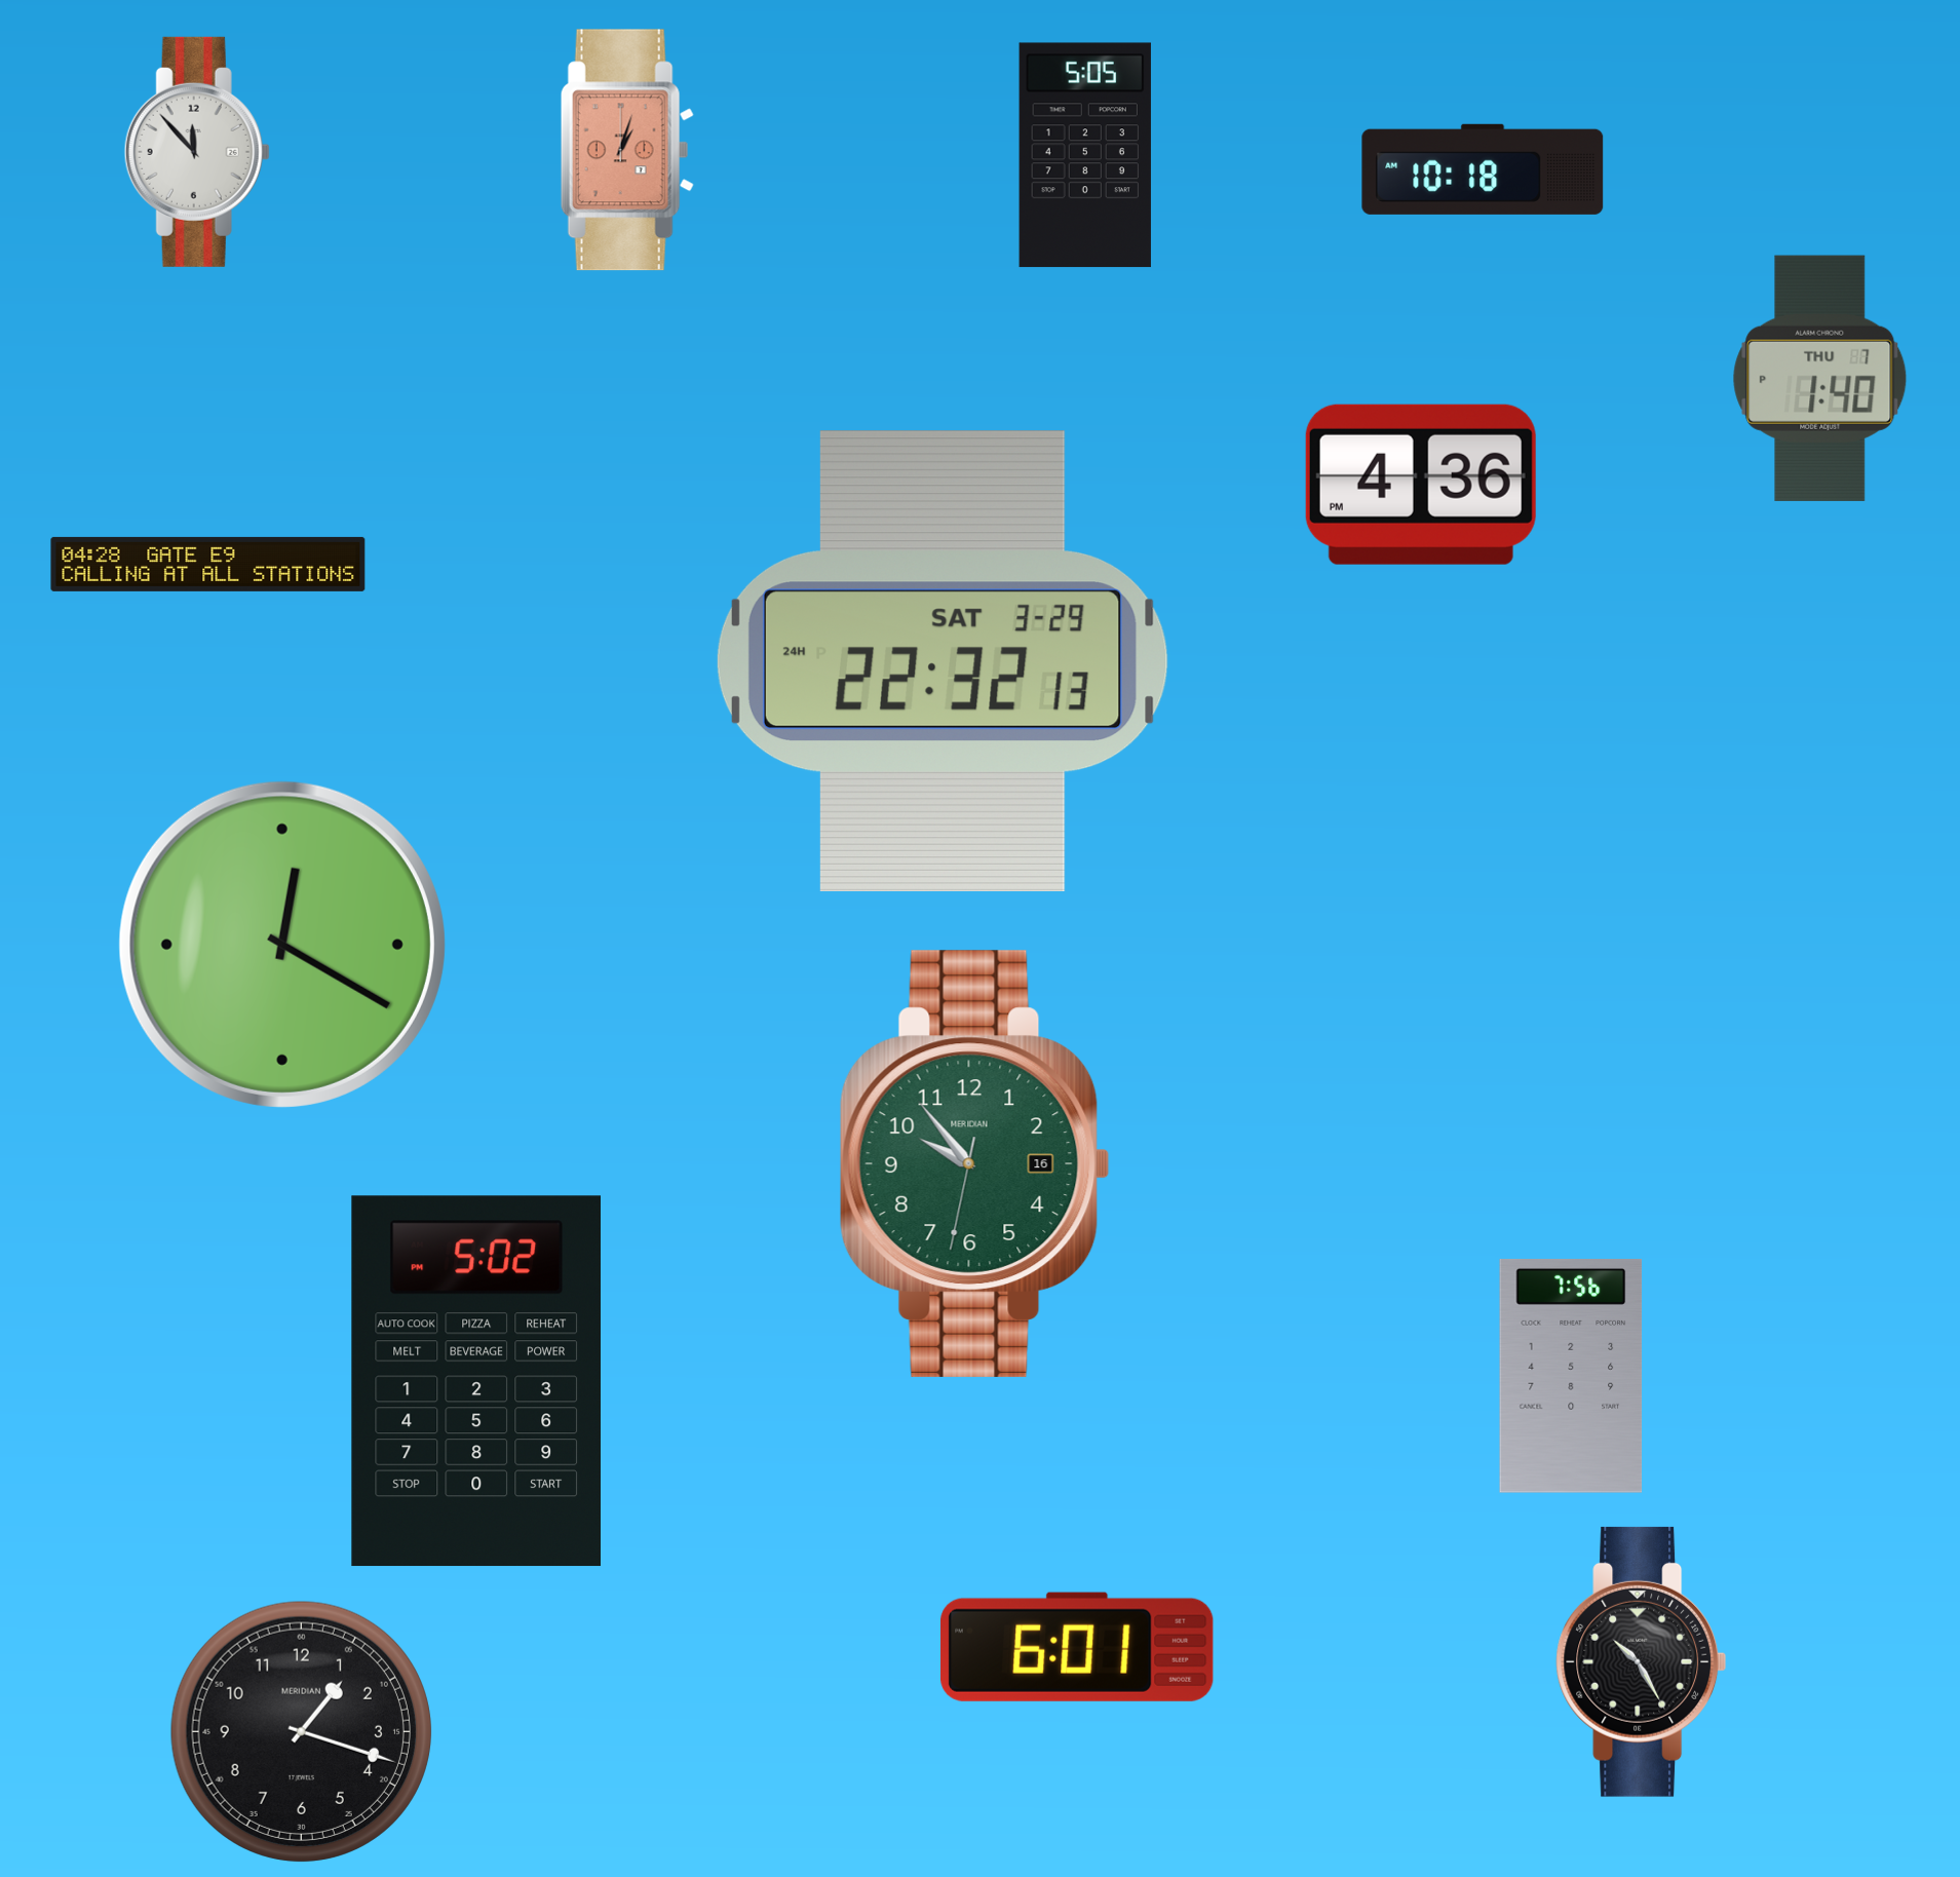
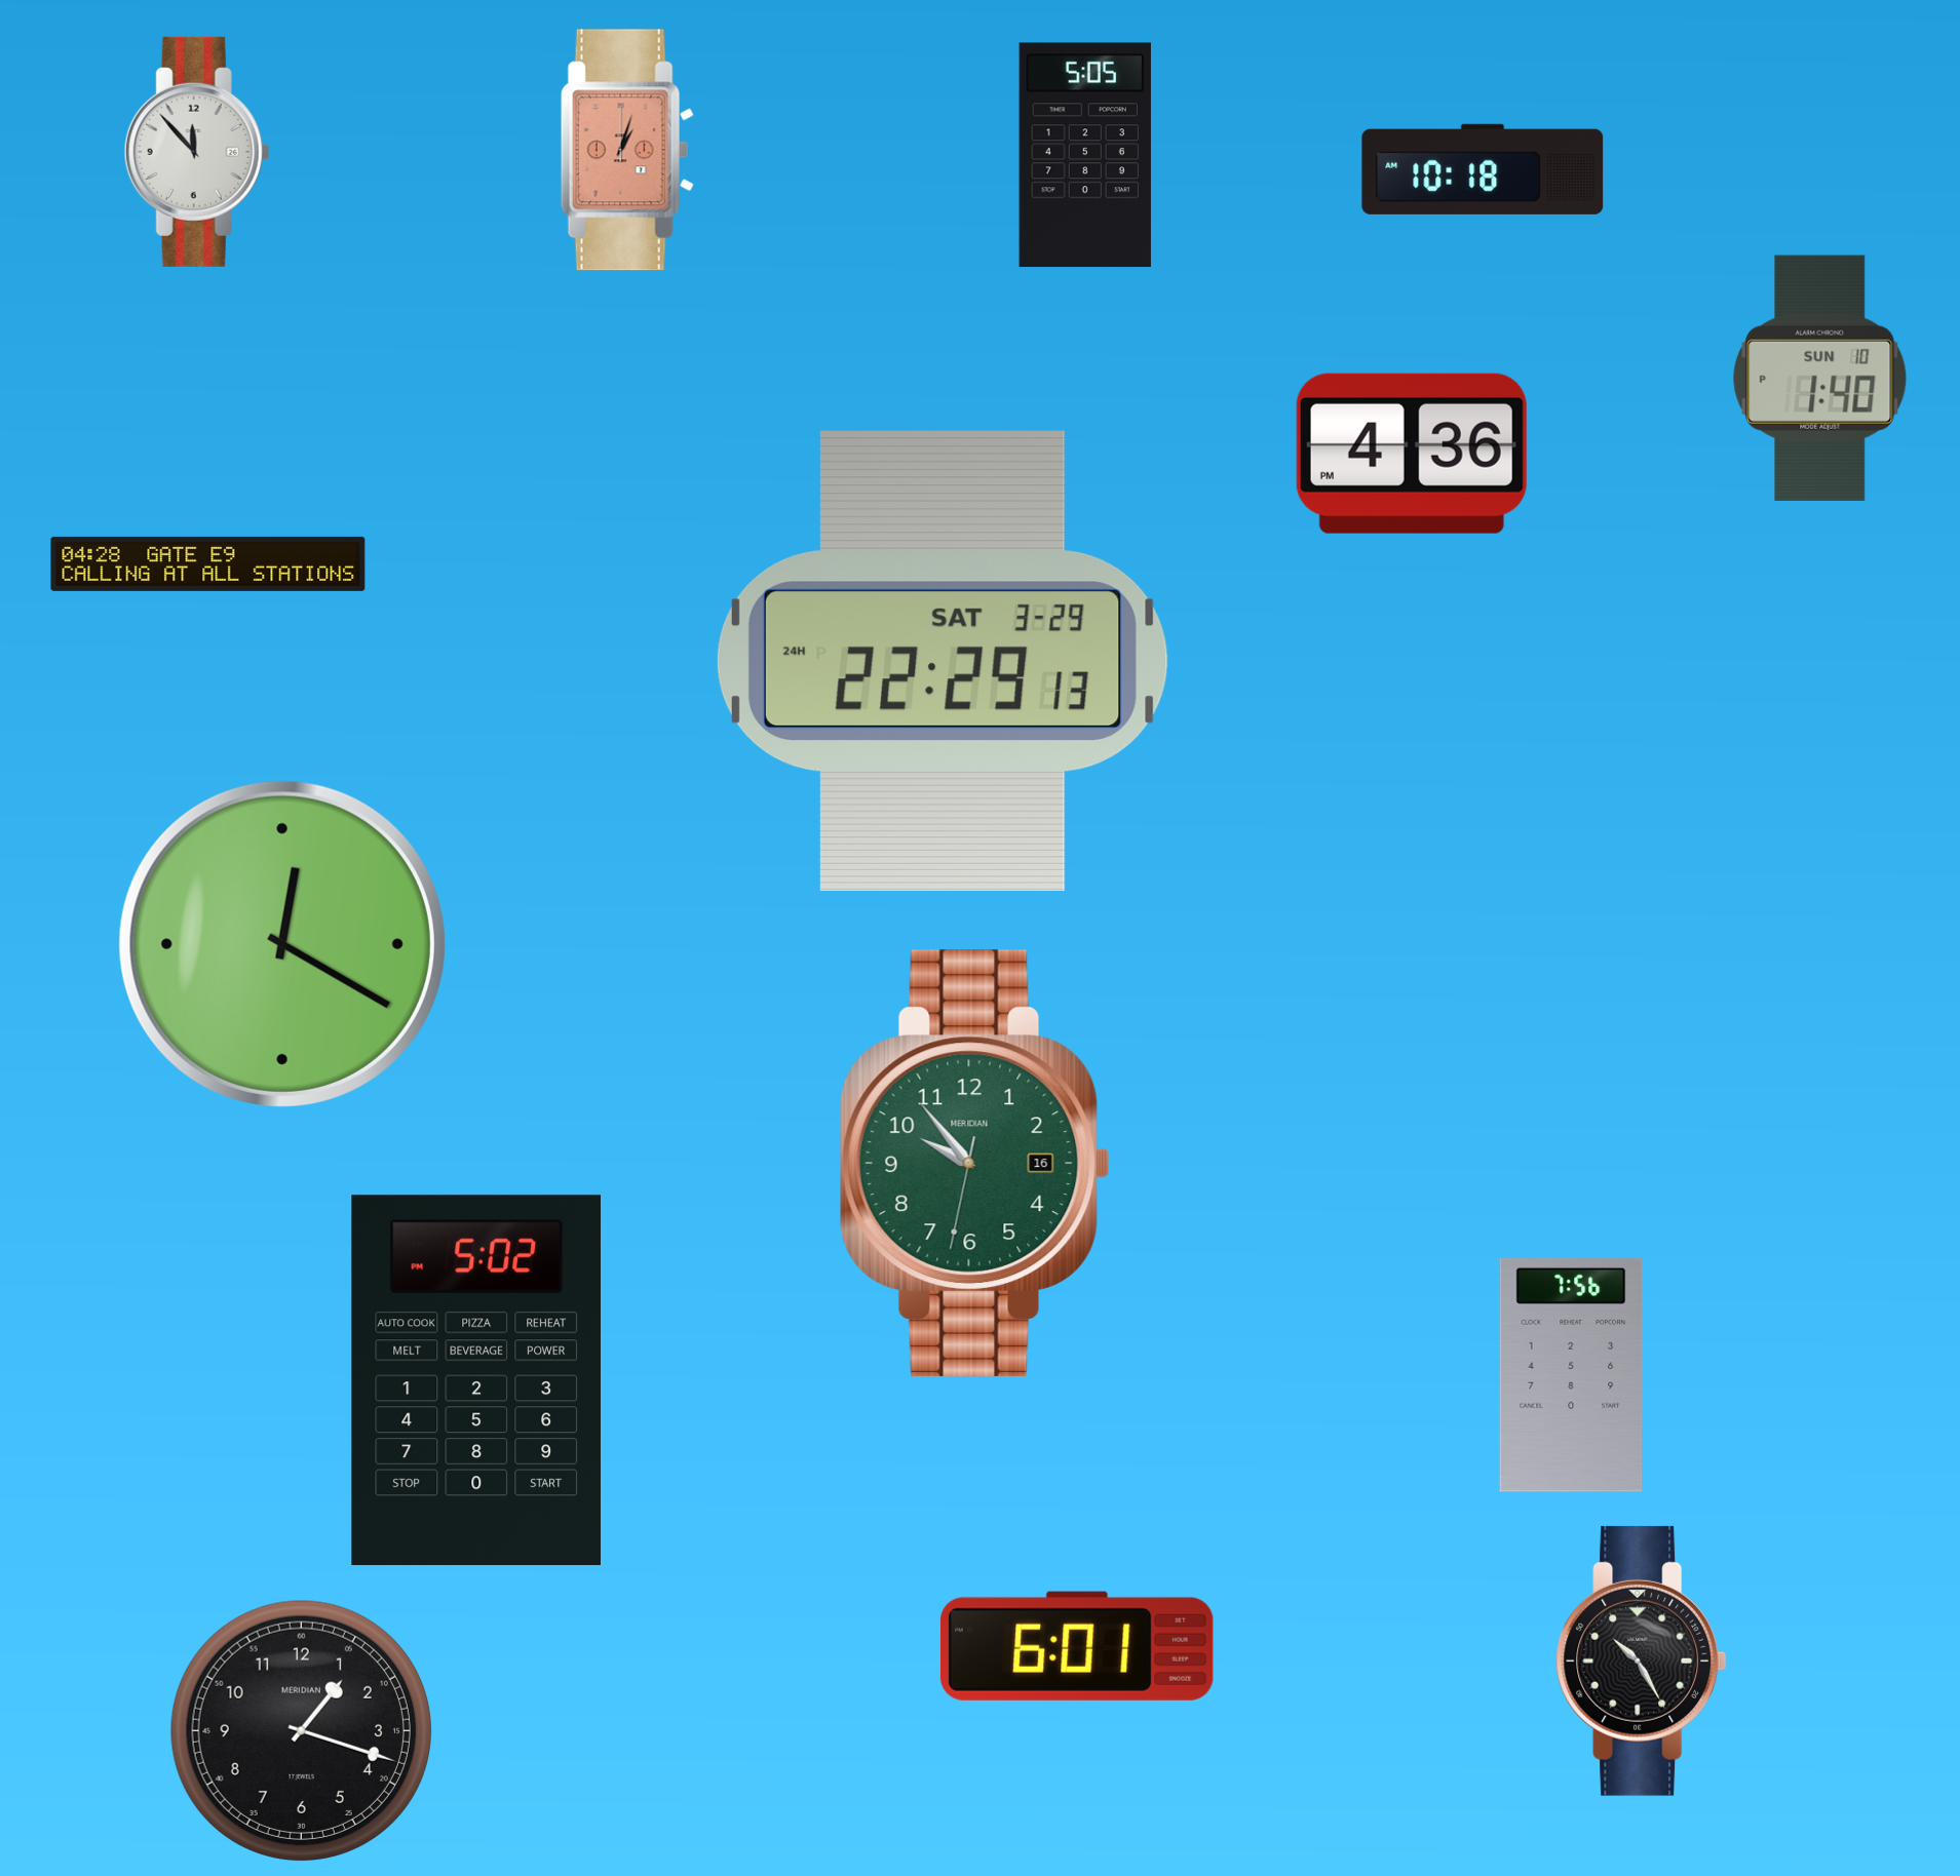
clock at (1820, 378) date: THU 7 -> SUN 10
clock at (1421, 485) position: (1421, 485) -> (1412, 454)
clock at (943, 660): 22:32 -> 22:29
